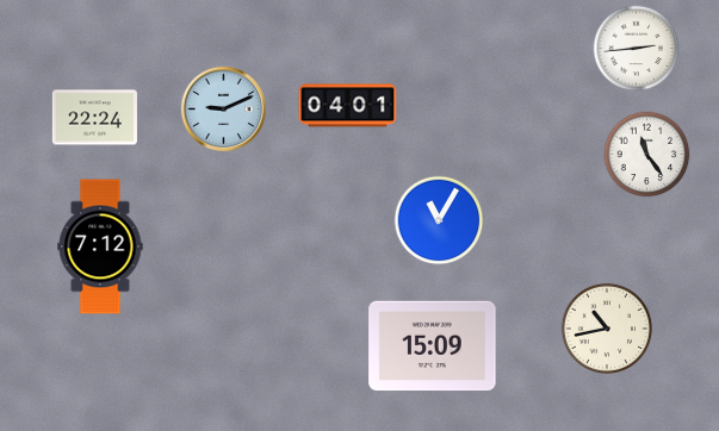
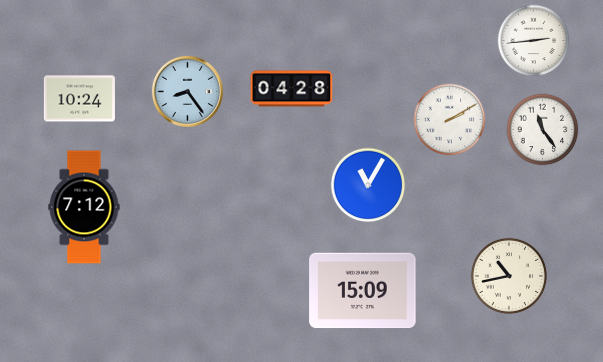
clock at (348, 106): 04:01 -> 04:28
clock at (223, 108): 9:11 -> 8:24
clock at (94, 118): 22:24 -> 10:24
clock at (450, 120): none -> 2:10
